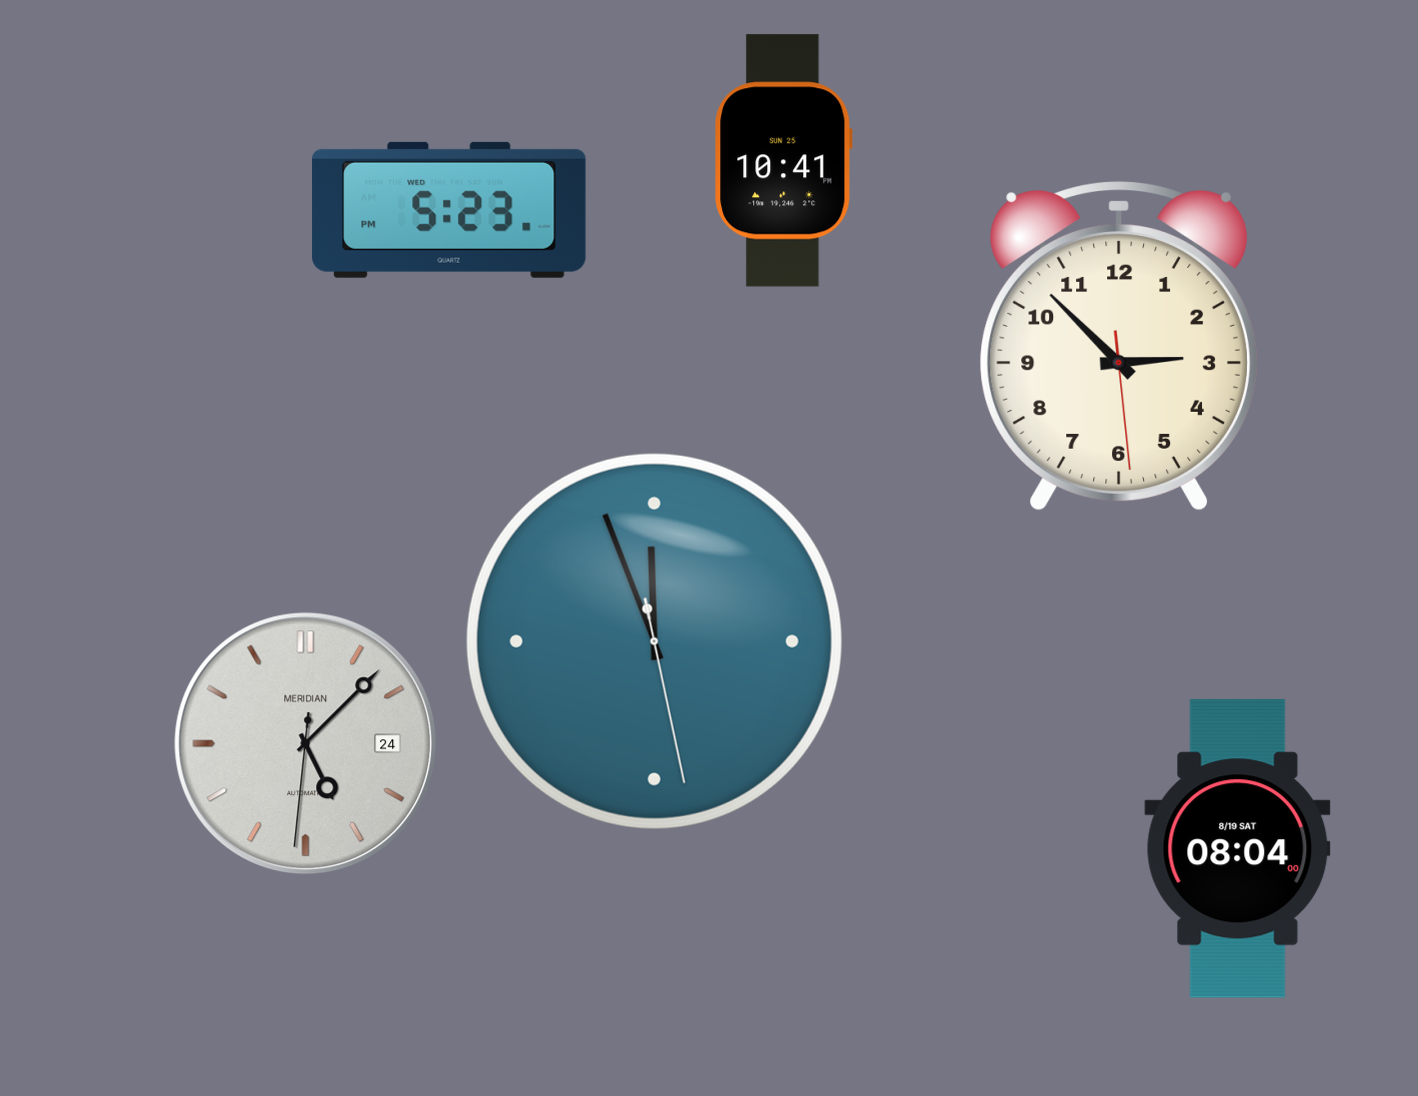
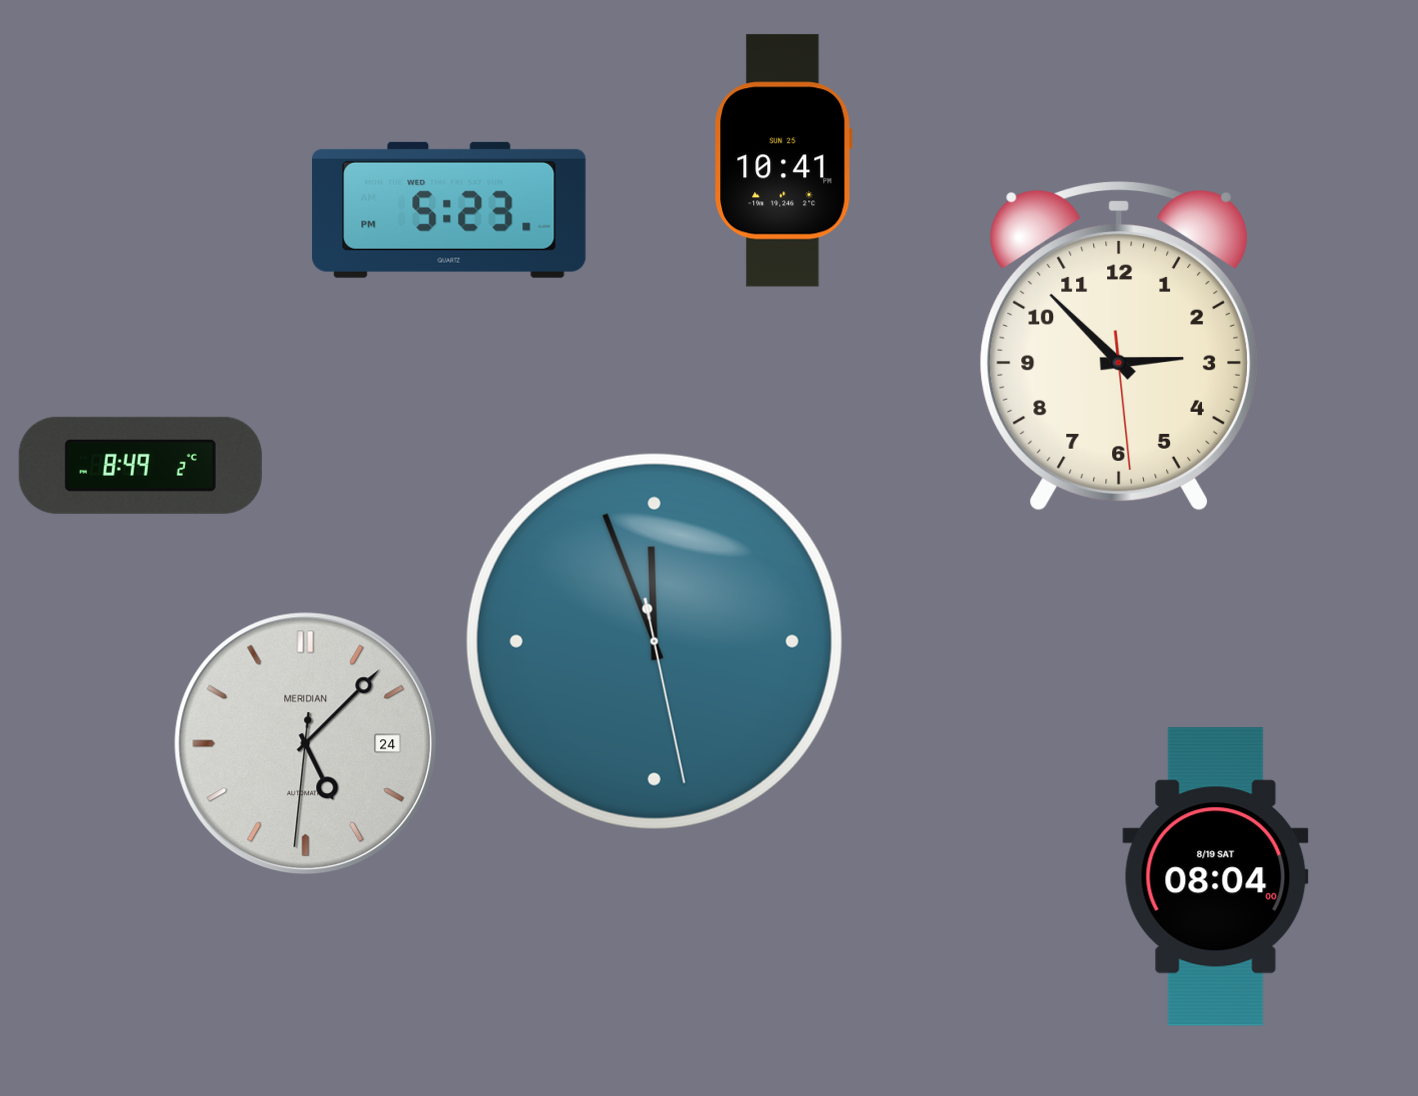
clock at (140, 465): none -> 8:49
clock at (1238, 849) position: (1238, 849) -> (1216, 877)
